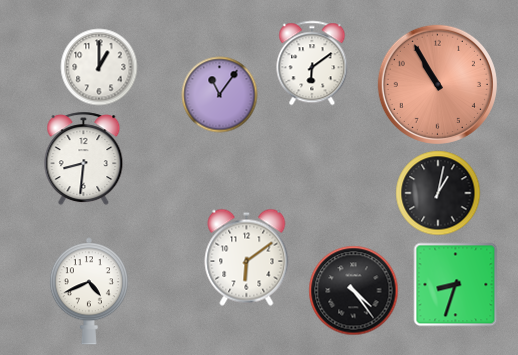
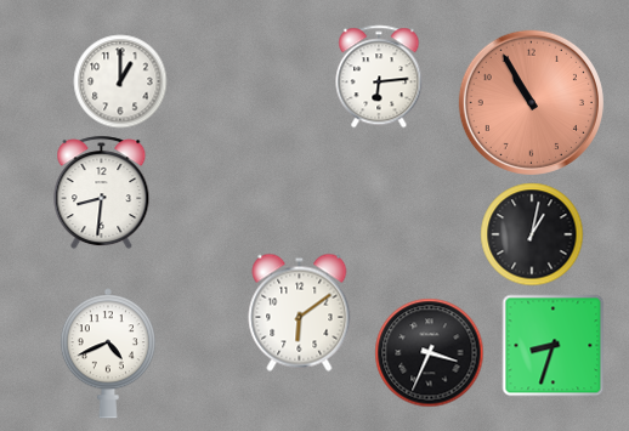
clock at (312, 63): 6:09 -> 6:14
clock at (220, 95): 11:06 -> none
clock at (354, 291): 4:24 -> 3:34
